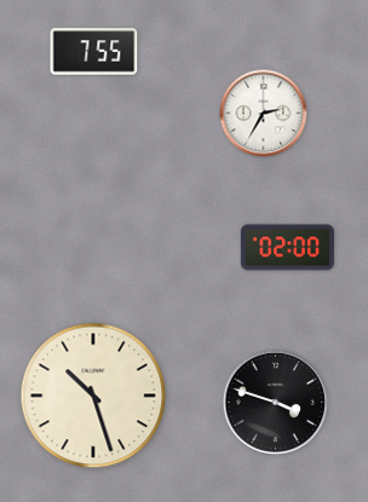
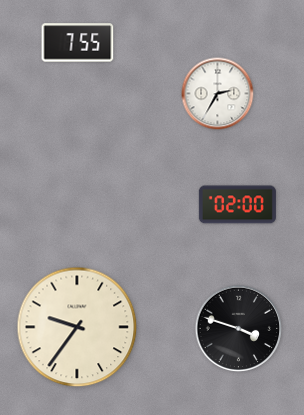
clock at (93, 396): 10:27 -> 9:36
clock at (276, 403) position: (276, 403) -> (239, 329)
